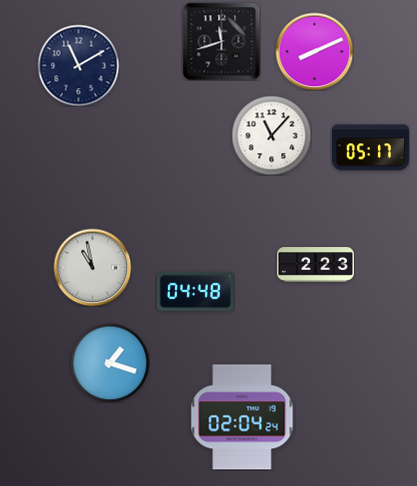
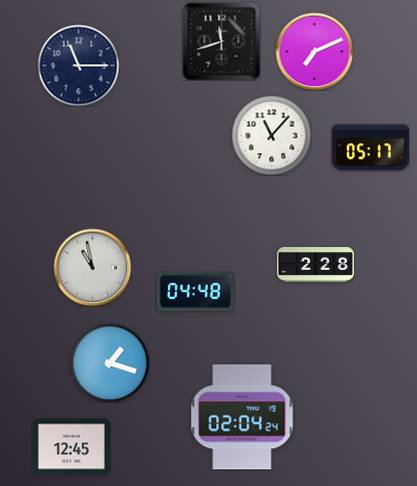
clock at (314, 51): 8:11 -> 7:11
clock at (78, 65): 11:10 -> 11:15
clock at (315, 265): 2:23 -> 2:28
clock at (71, 447): none -> 12:45
